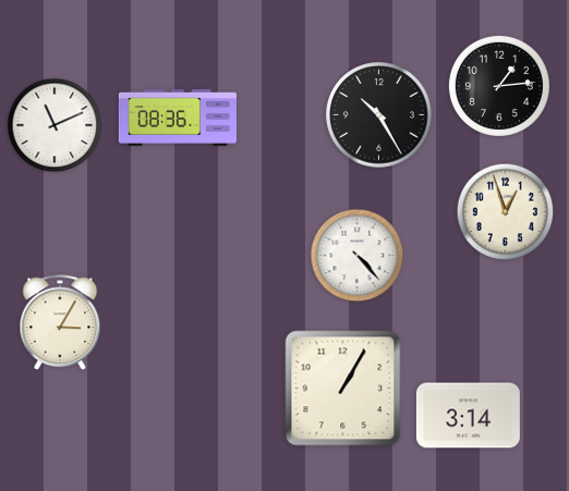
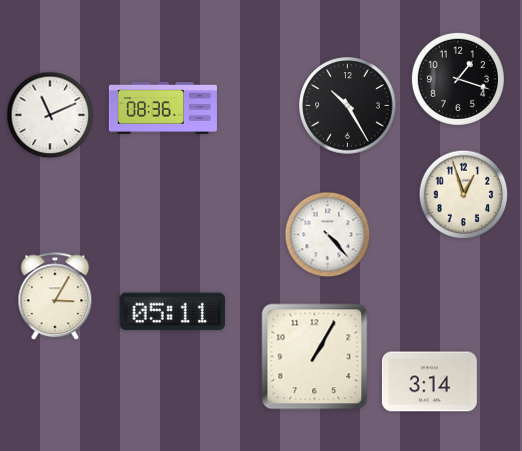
clock at (499, 86): 1:14 -> 1:18
clock at (173, 312): none -> 05:11
